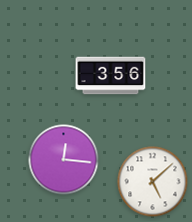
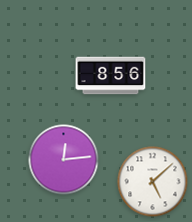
clock at (111, 76): 3:56 -> 8:56
clock at (64, 160): 12:16 -> 12:14
